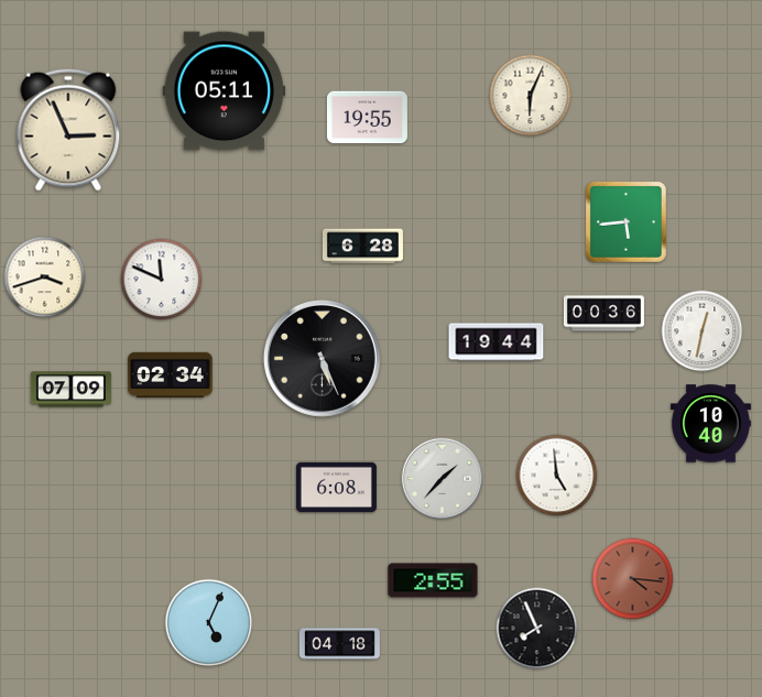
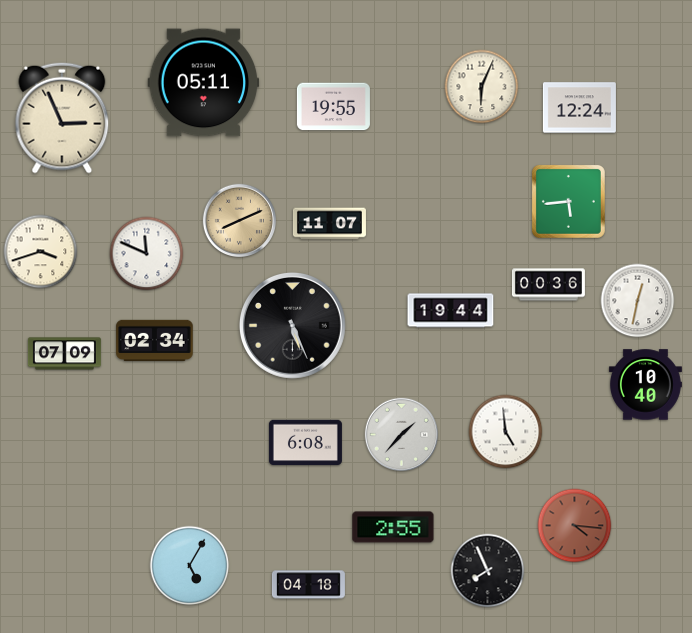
clock at (579, 108): none -> 12:24
clock at (239, 220): none -> 8:11
clock at (362, 247): 6:28 -> 11:07
clock at (209, 623): 5:04 -> 5:05
